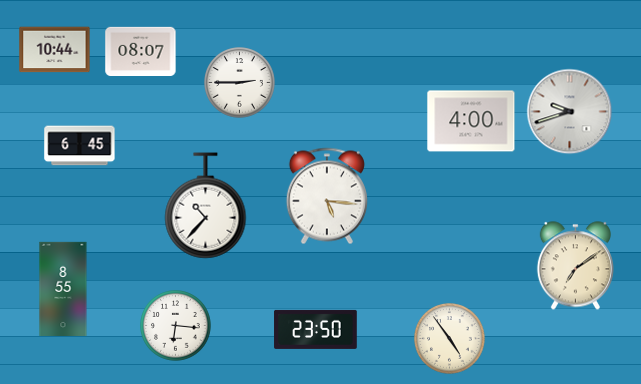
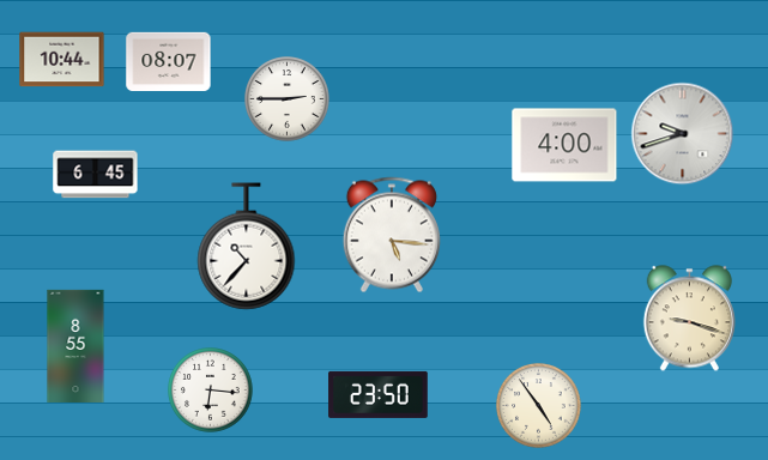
clock at (55, 50) position: (55, 50) -> (62, 60)
clock at (575, 266): 7:09 -> 9:18
